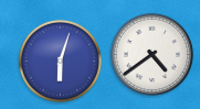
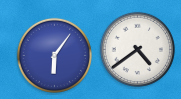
clock at (60, 61): 6:03 -> 6:06
